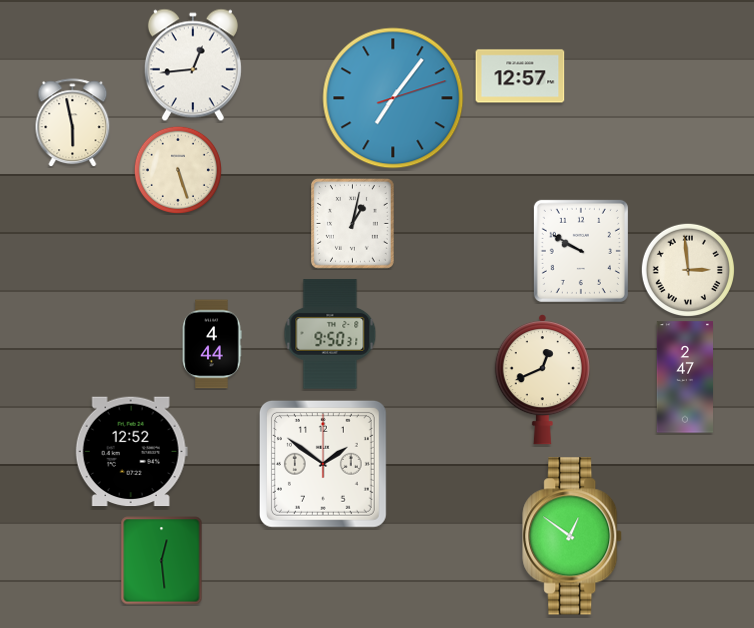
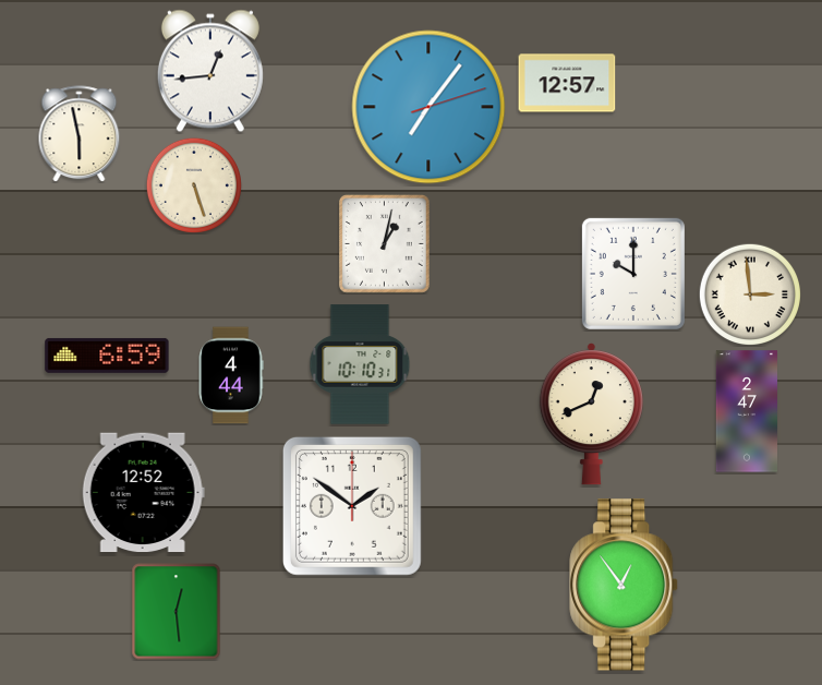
clock at (581, 251): 9:50 -> 10:00
clock at (107, 356): none -> 6:59
clock at (330, 334): 9:50 -> 10:10
clock at (573, 536): 12:51 -> 12:54
